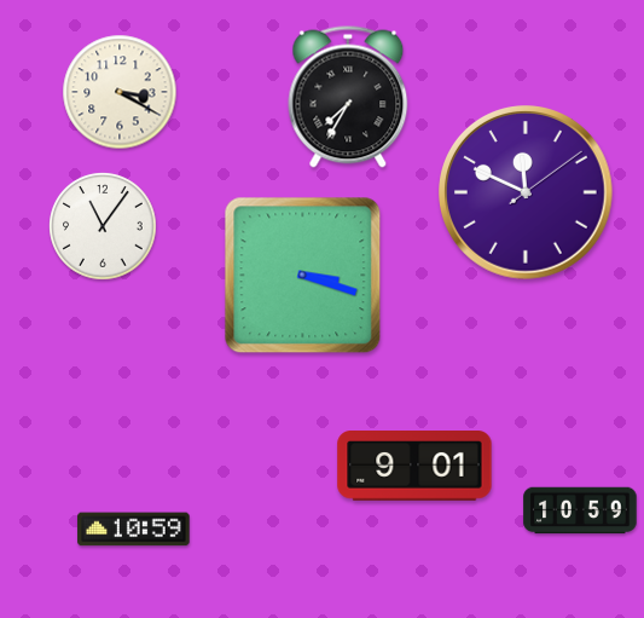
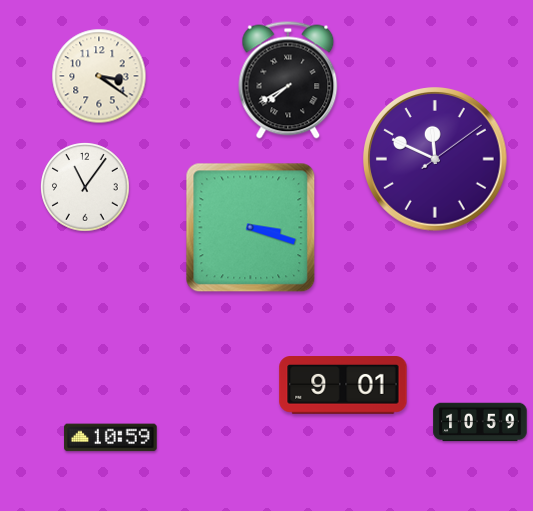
clock at (120, 92): 3:20 -> 3:21
clock at (348, 97): 7:35 -> 7:40
